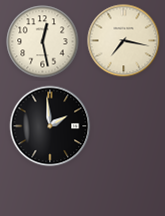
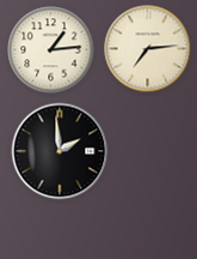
clock at (124, 41): 7:17 -> 7:14
clock at (43, 42): 12:28 -> 1:14
